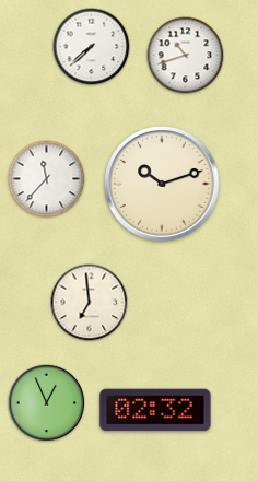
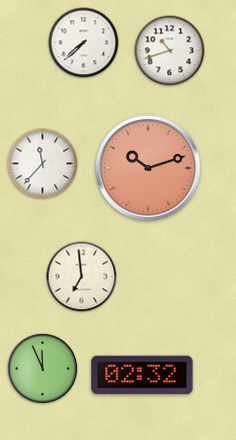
clock at (162, 184) dial: cream -> salmon
clock at (46, 402): 12:56 -> 11:56
